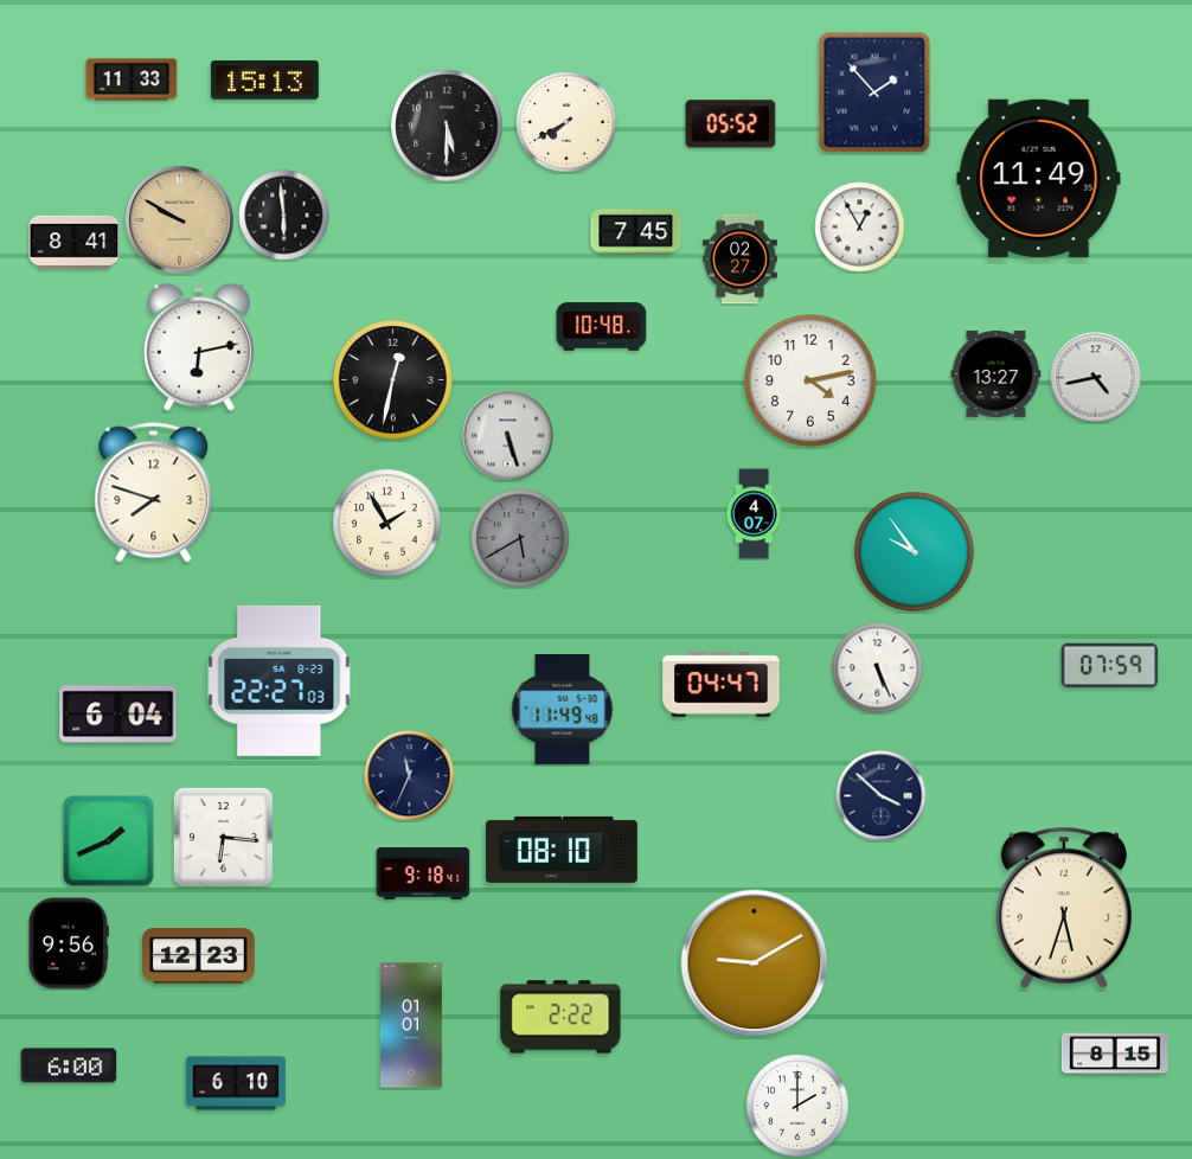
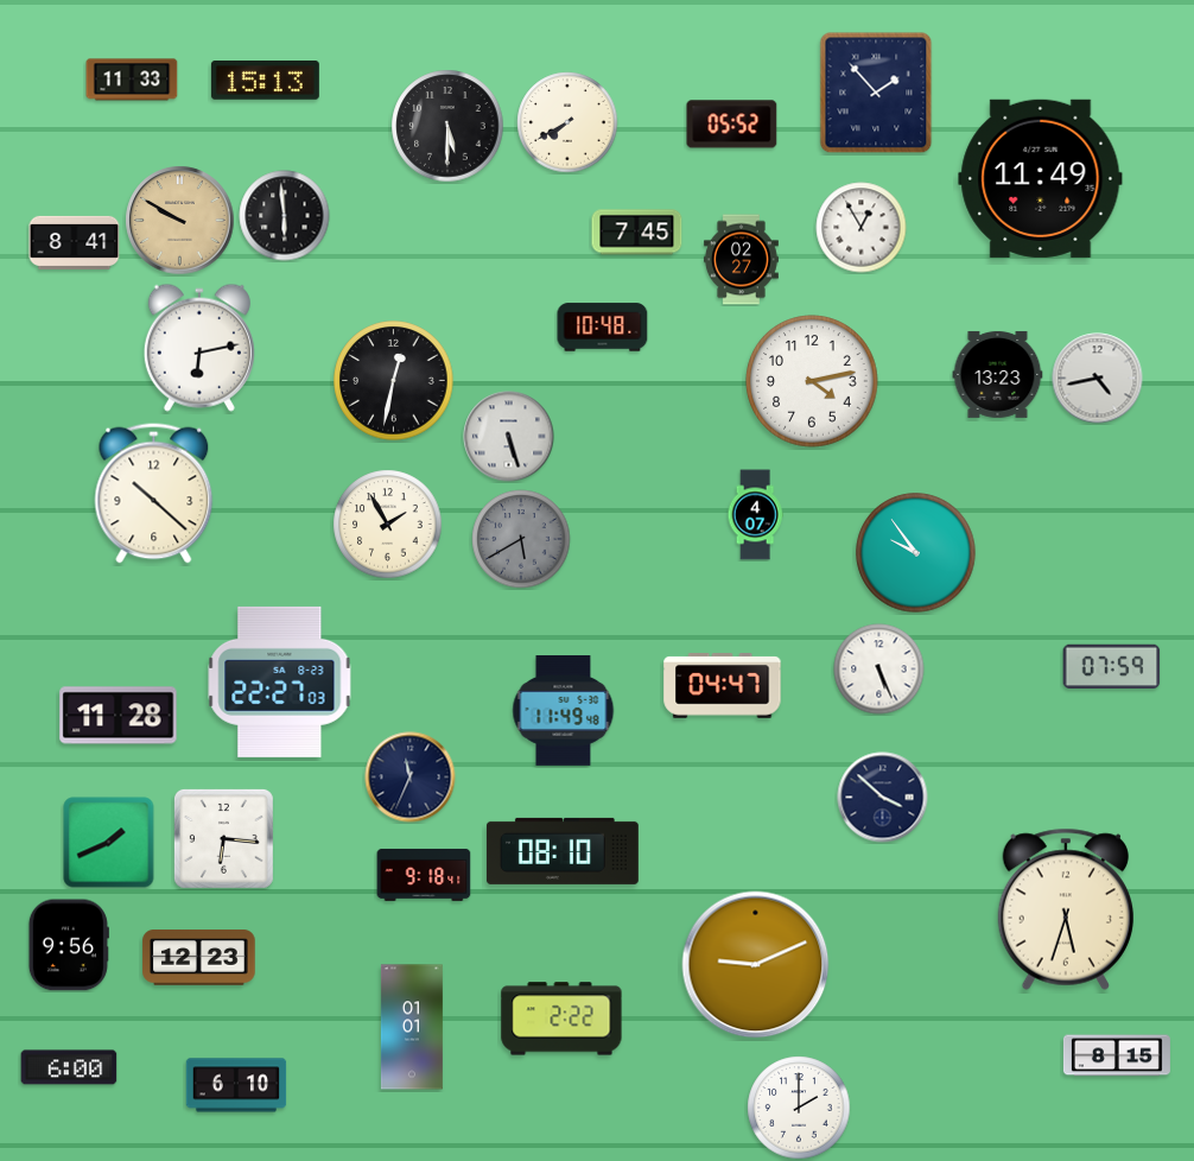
clock at (996, 373): 13:27 -> 13:23
clock at (154, 493): 7:48 -> 10:22
clock at (118, 715): 6:04 -> 11:28
clock at (755, 963): 9:10 -> 9:11
